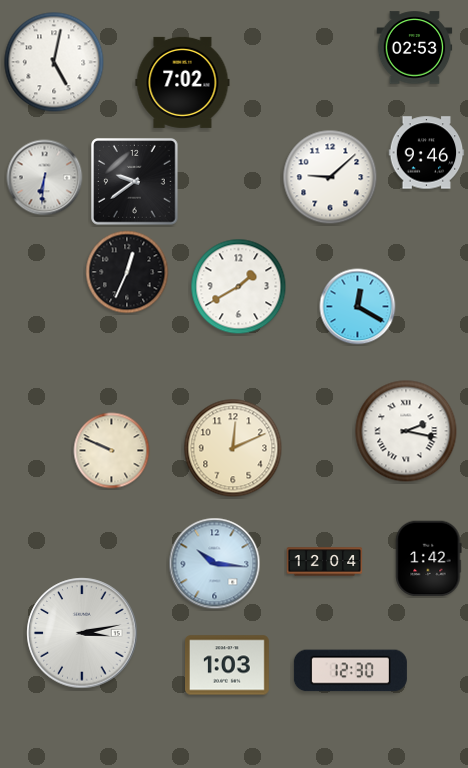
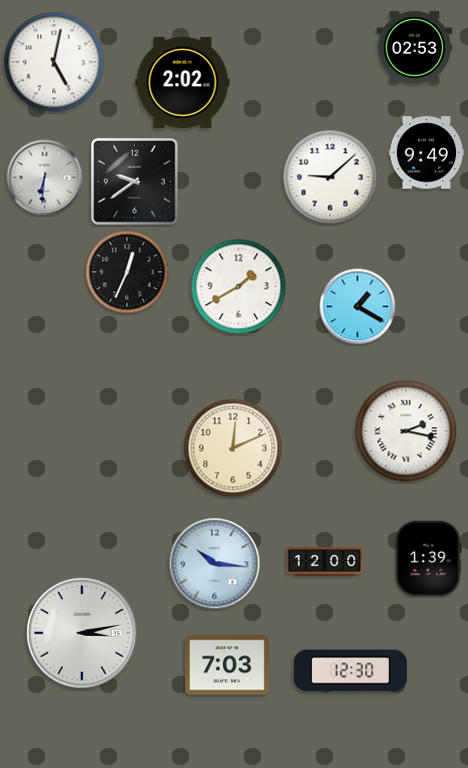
clock at (183, 82): 7:02 -> 2:02
clock at (427, 153): 9:46 -> 9:49
clock at (358, 307): 12:20 -> 1:20
clock at (112, 451): 9:49 -> none
clock at (429, 559): 1:42 -> 1:39
clock at (325, 562): 12:04 -> 12:00
clock at (228, 665): 1:03 -> 7:03
